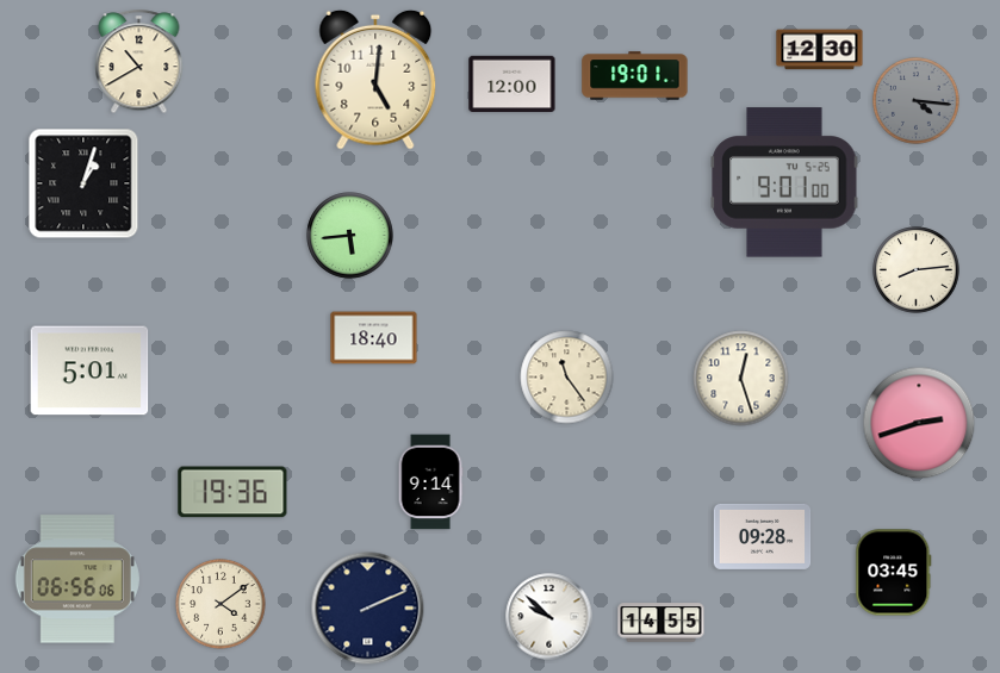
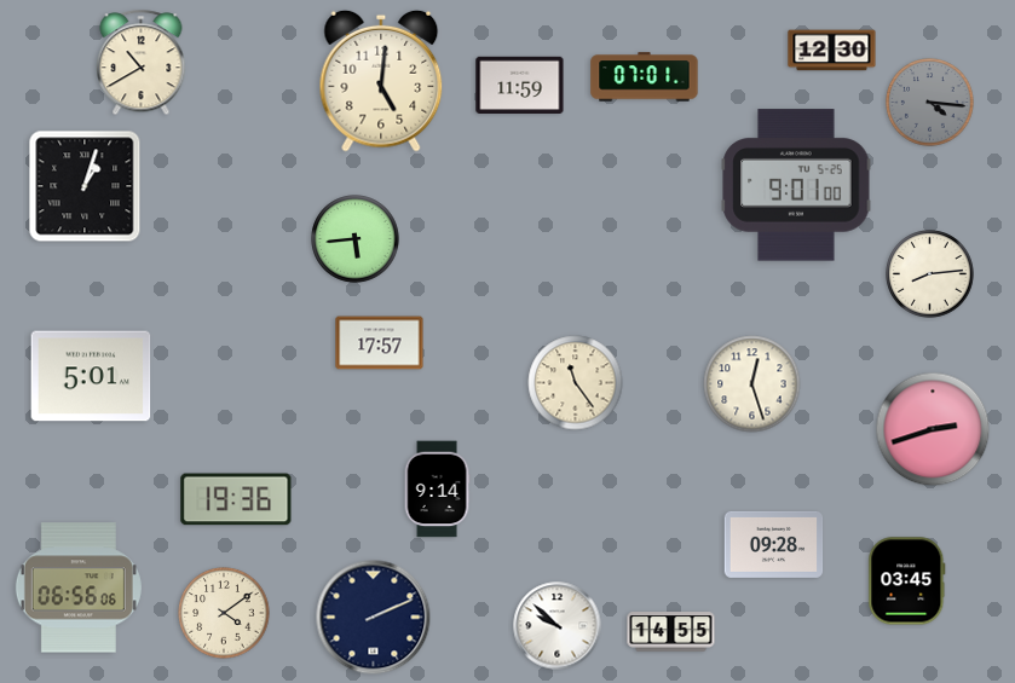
clock at (635, 76): 19:01 -> 07:01
clock at (513, 85): 12:00 -> 11:59
clock at (374, 338): 18:40 -> 17:57
